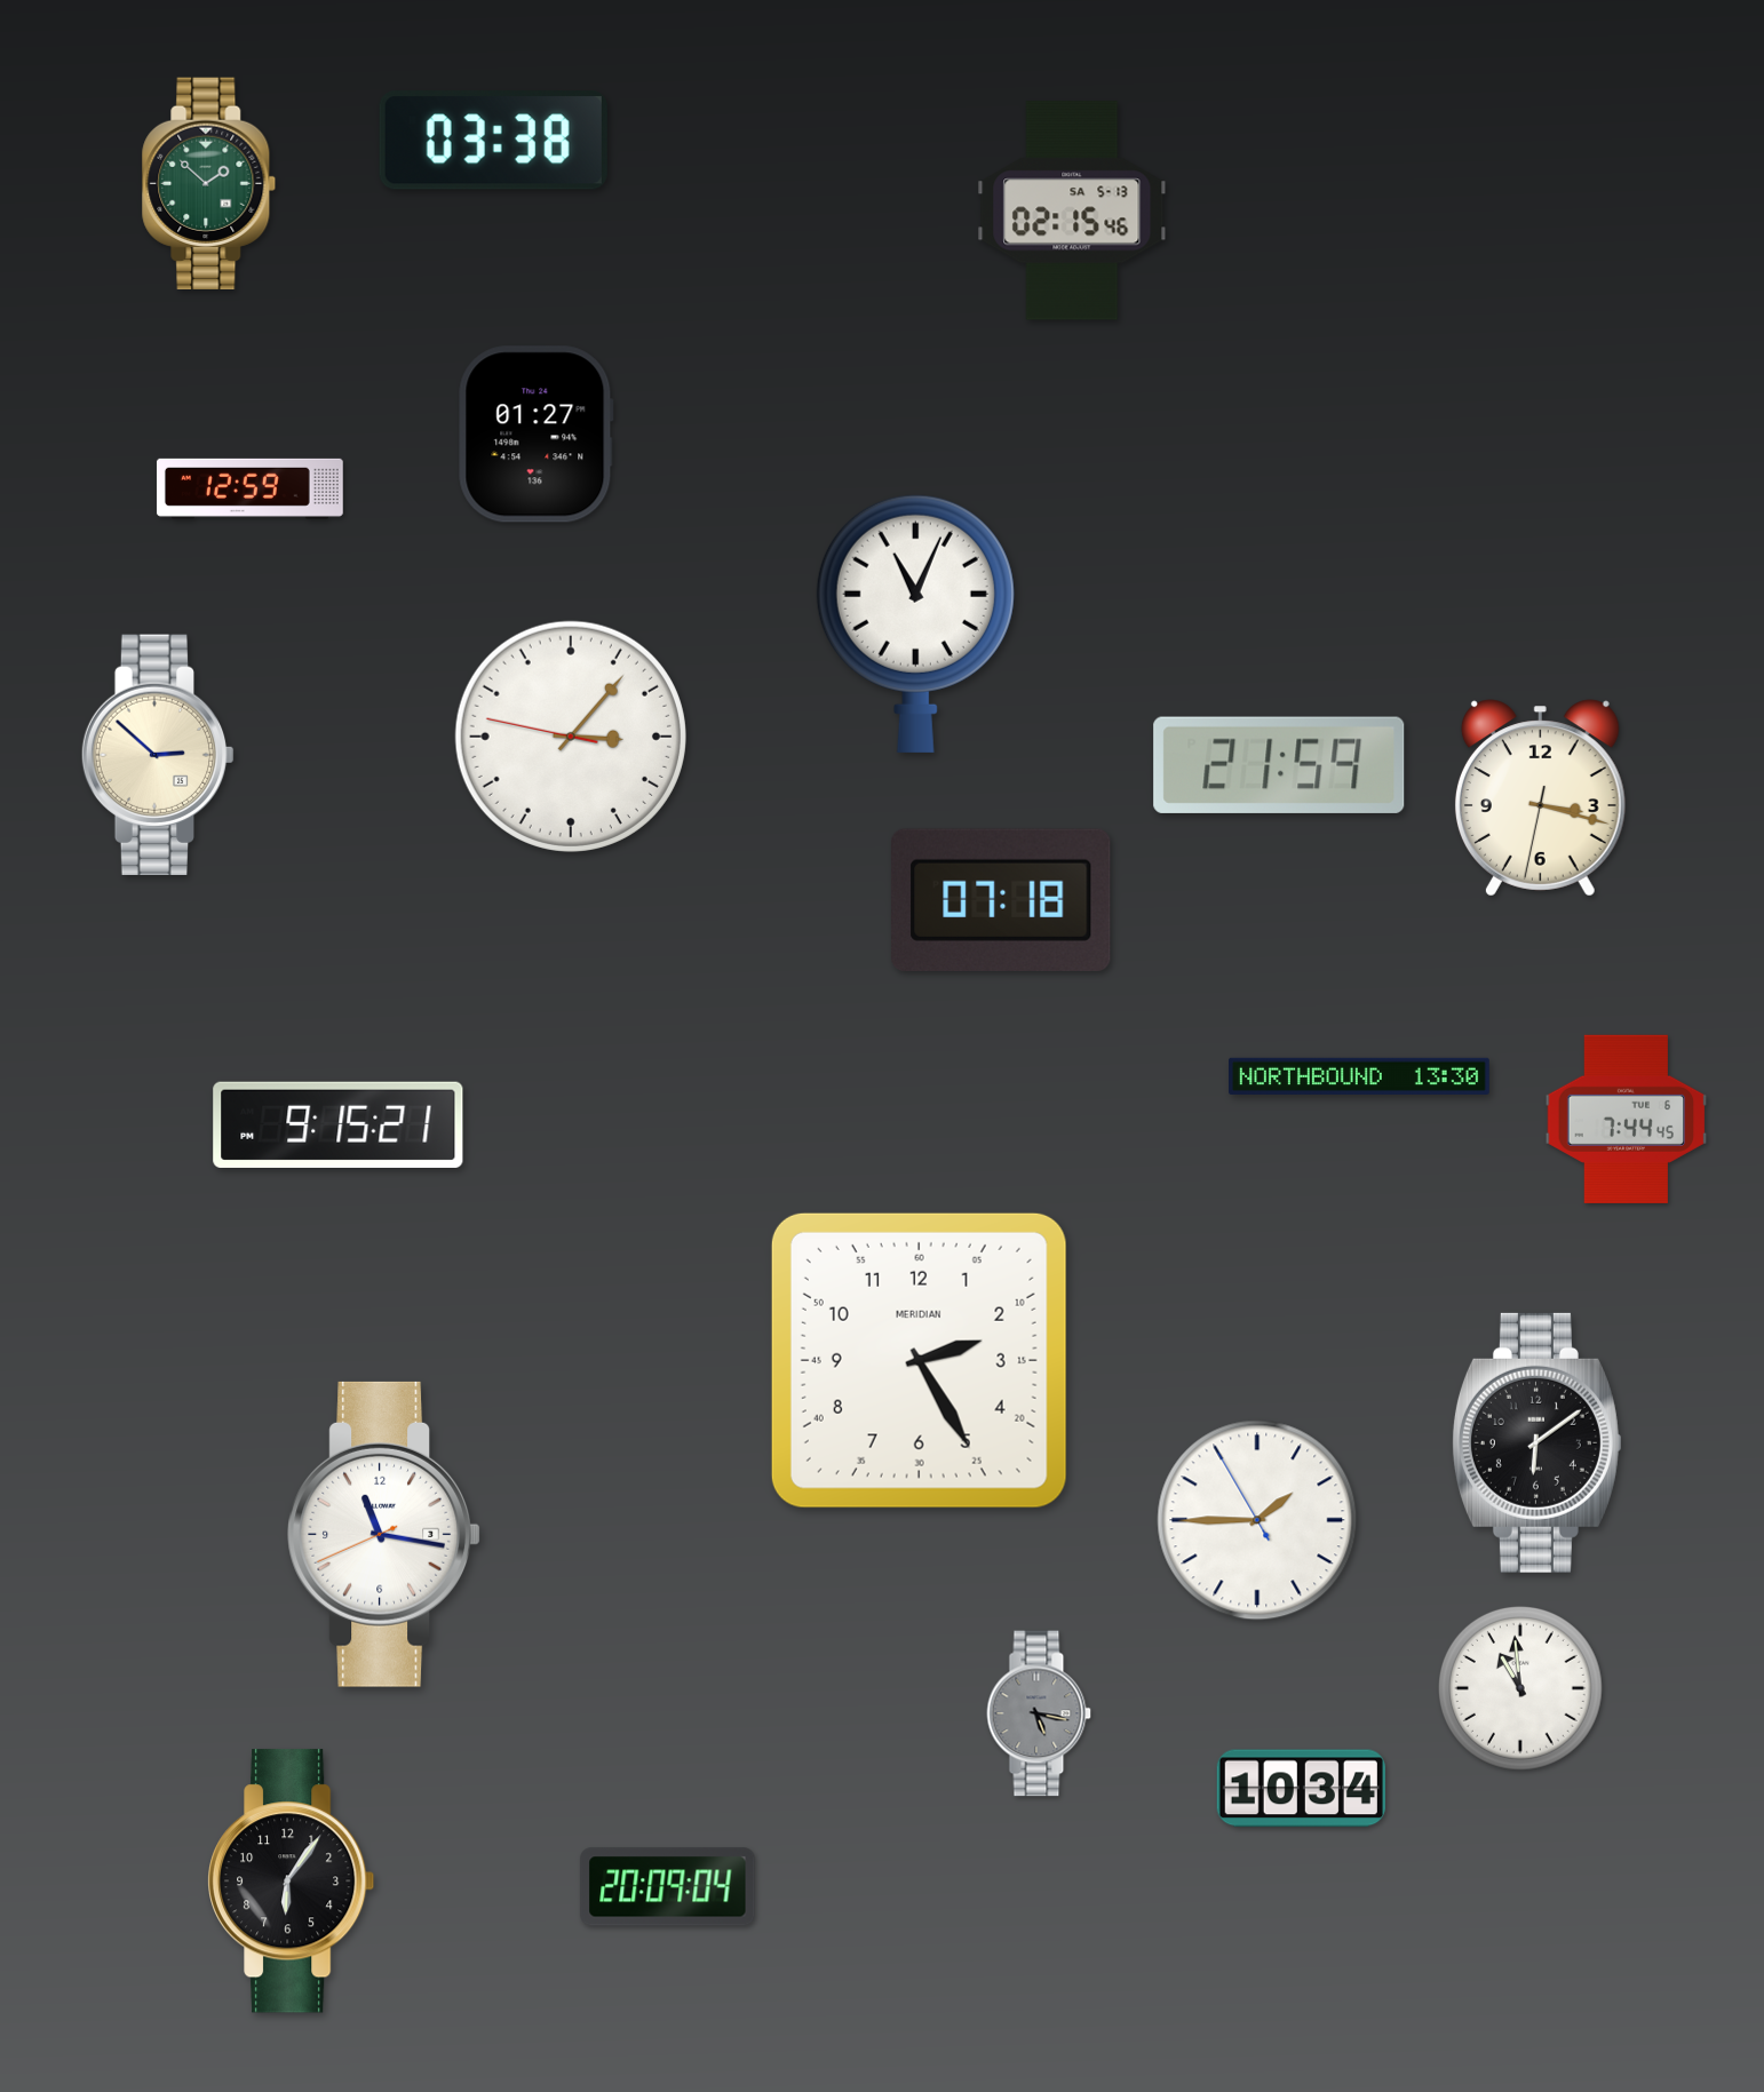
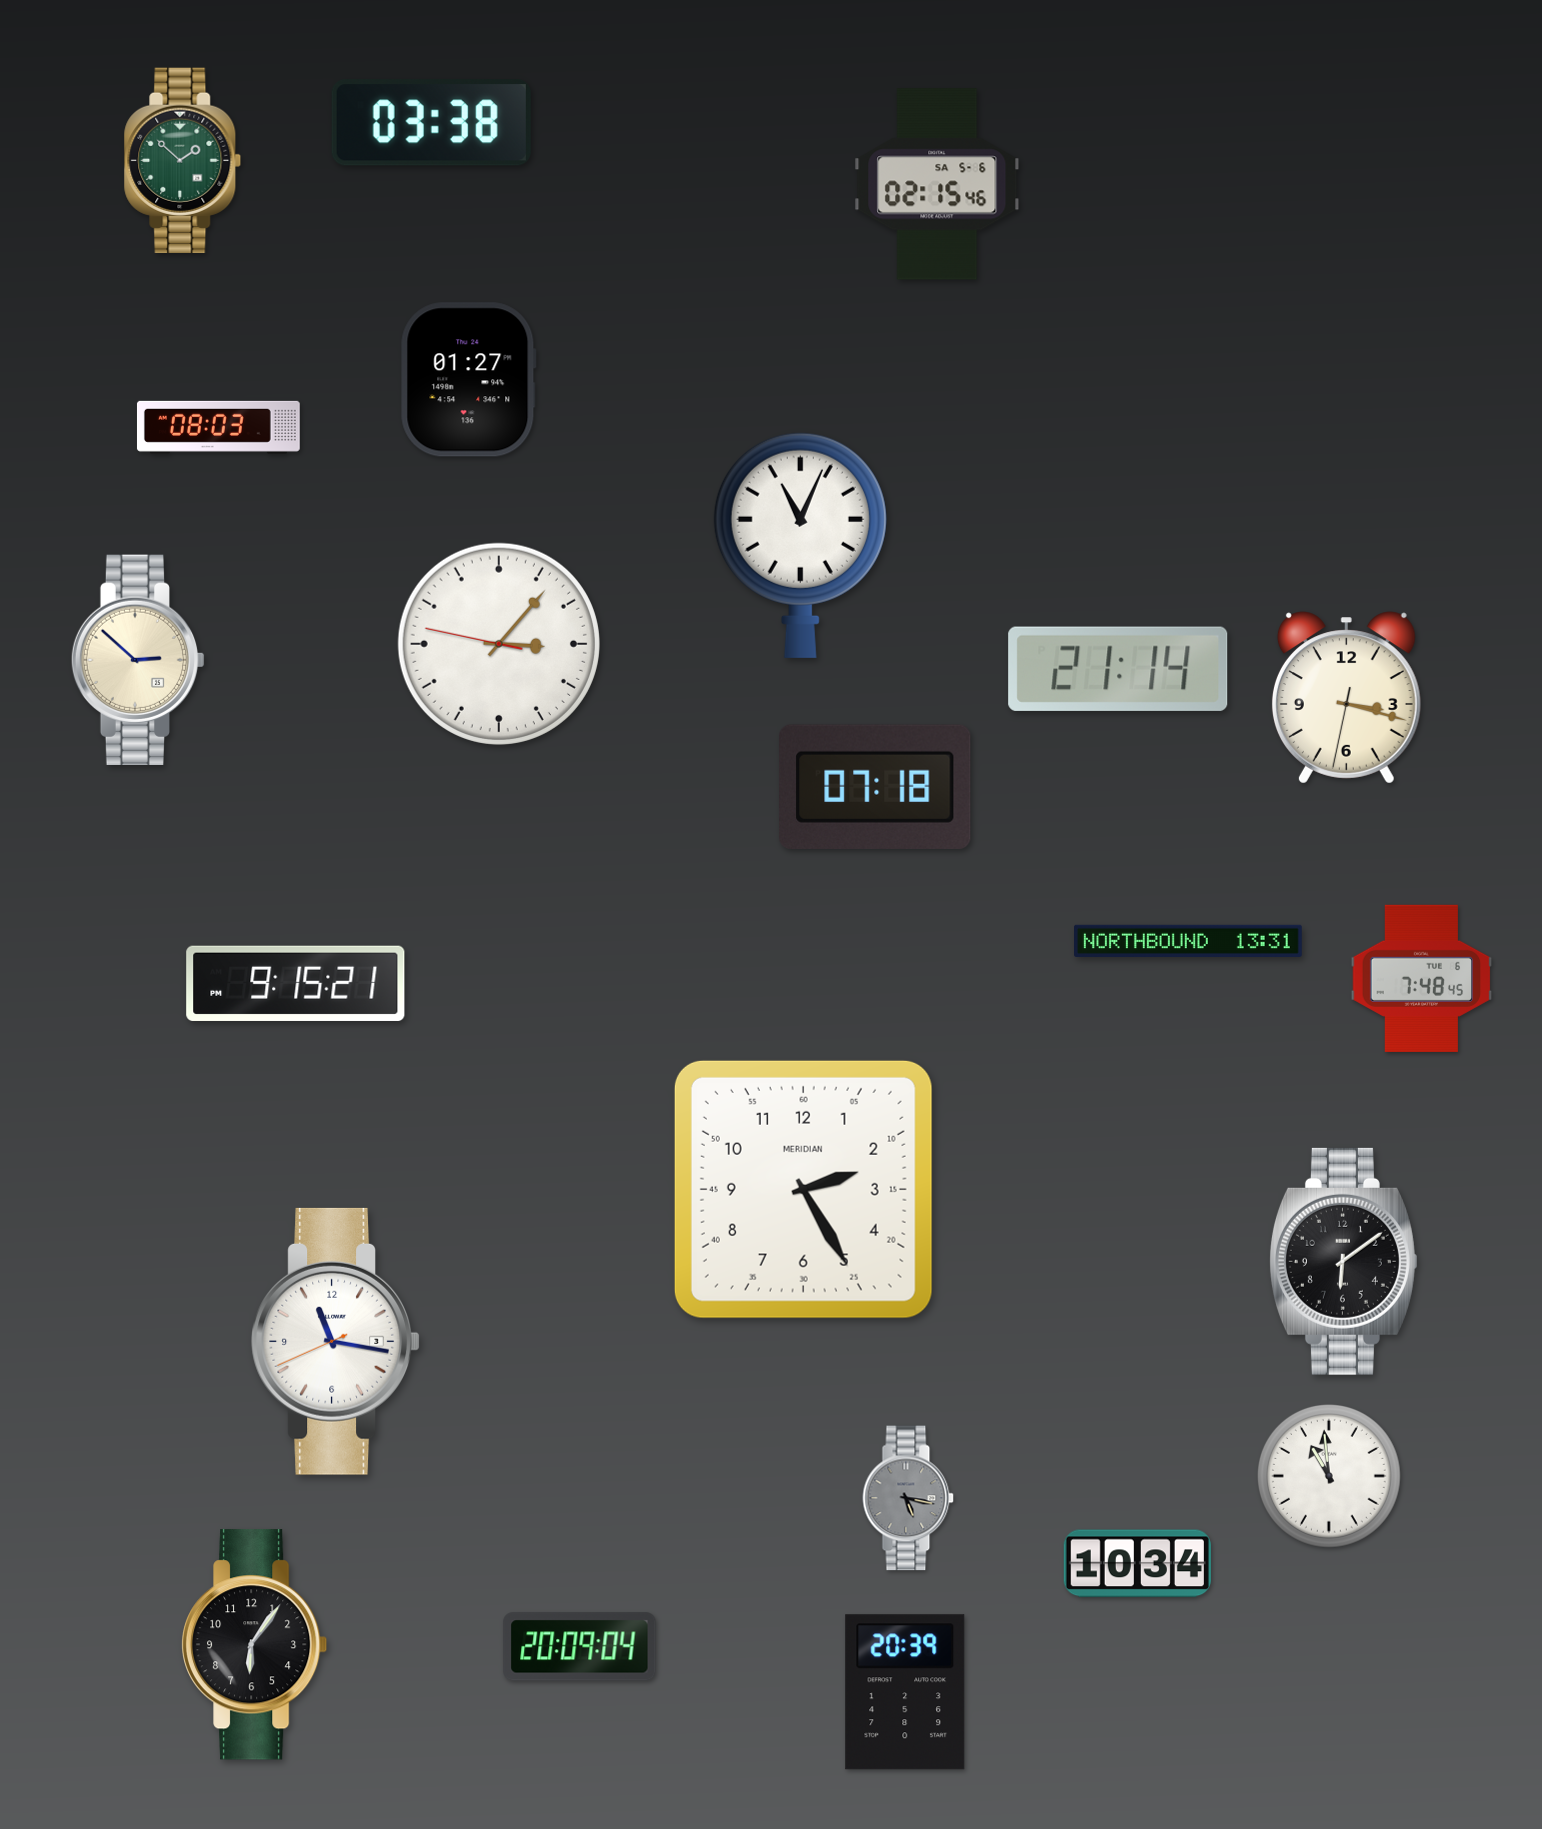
clock at (1072, 210) date: SA 5-13 -> SA 5-6
clock at (249, 488): 12:59 -> 08:03
clock at (1279, 765): 21:59 -> 21:14
clock at (1360, 1076): 13:30 -> 13:31
clock at (1627, 1119): 7:44 -> 7:48
clock at (1257, 1520): 1:44 -> none
clock at (668, 1887) position: (668, 1887) -> (580, 1647)
clock at (905, 1692): none -> 20:39
